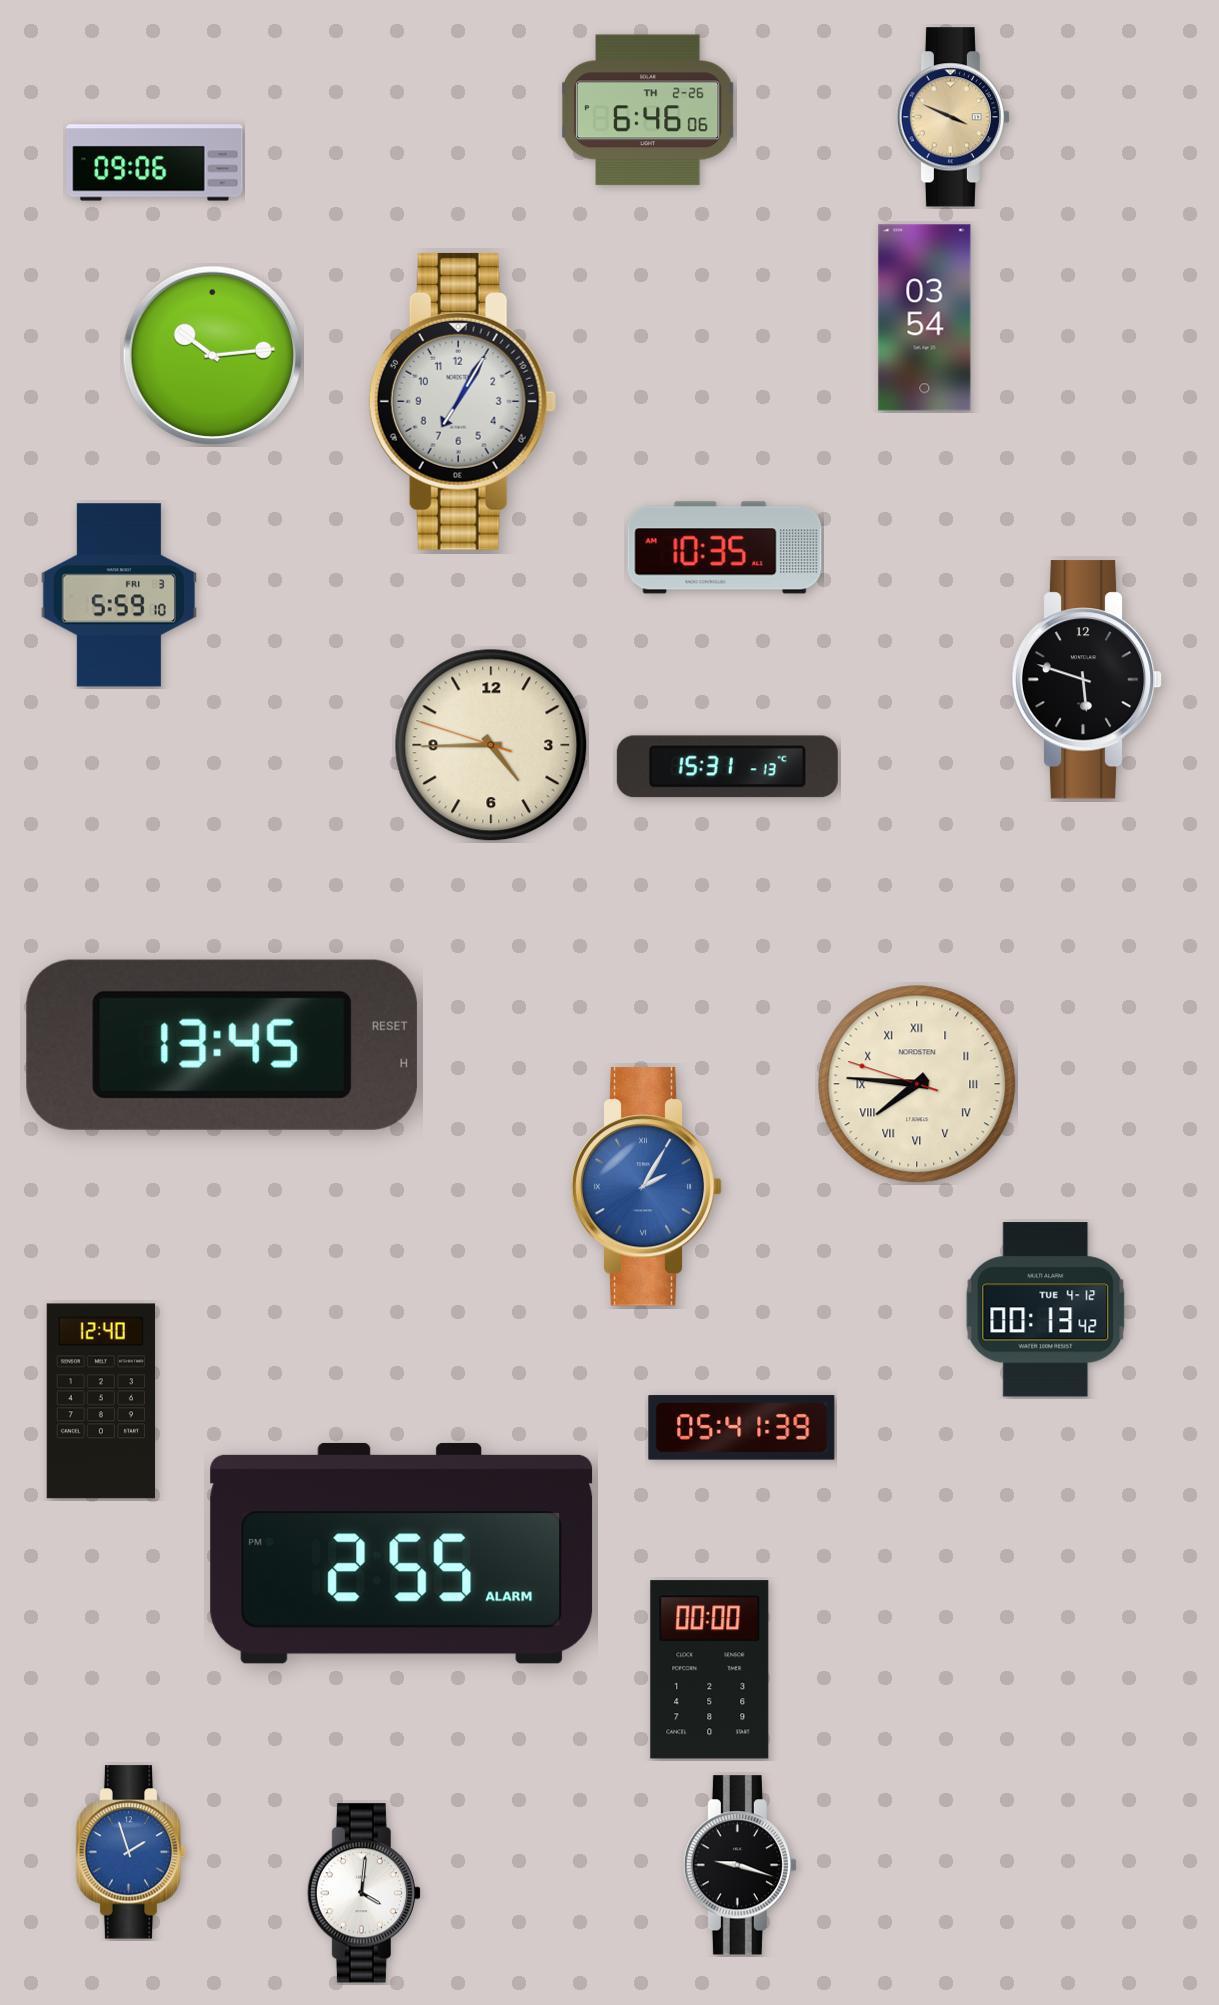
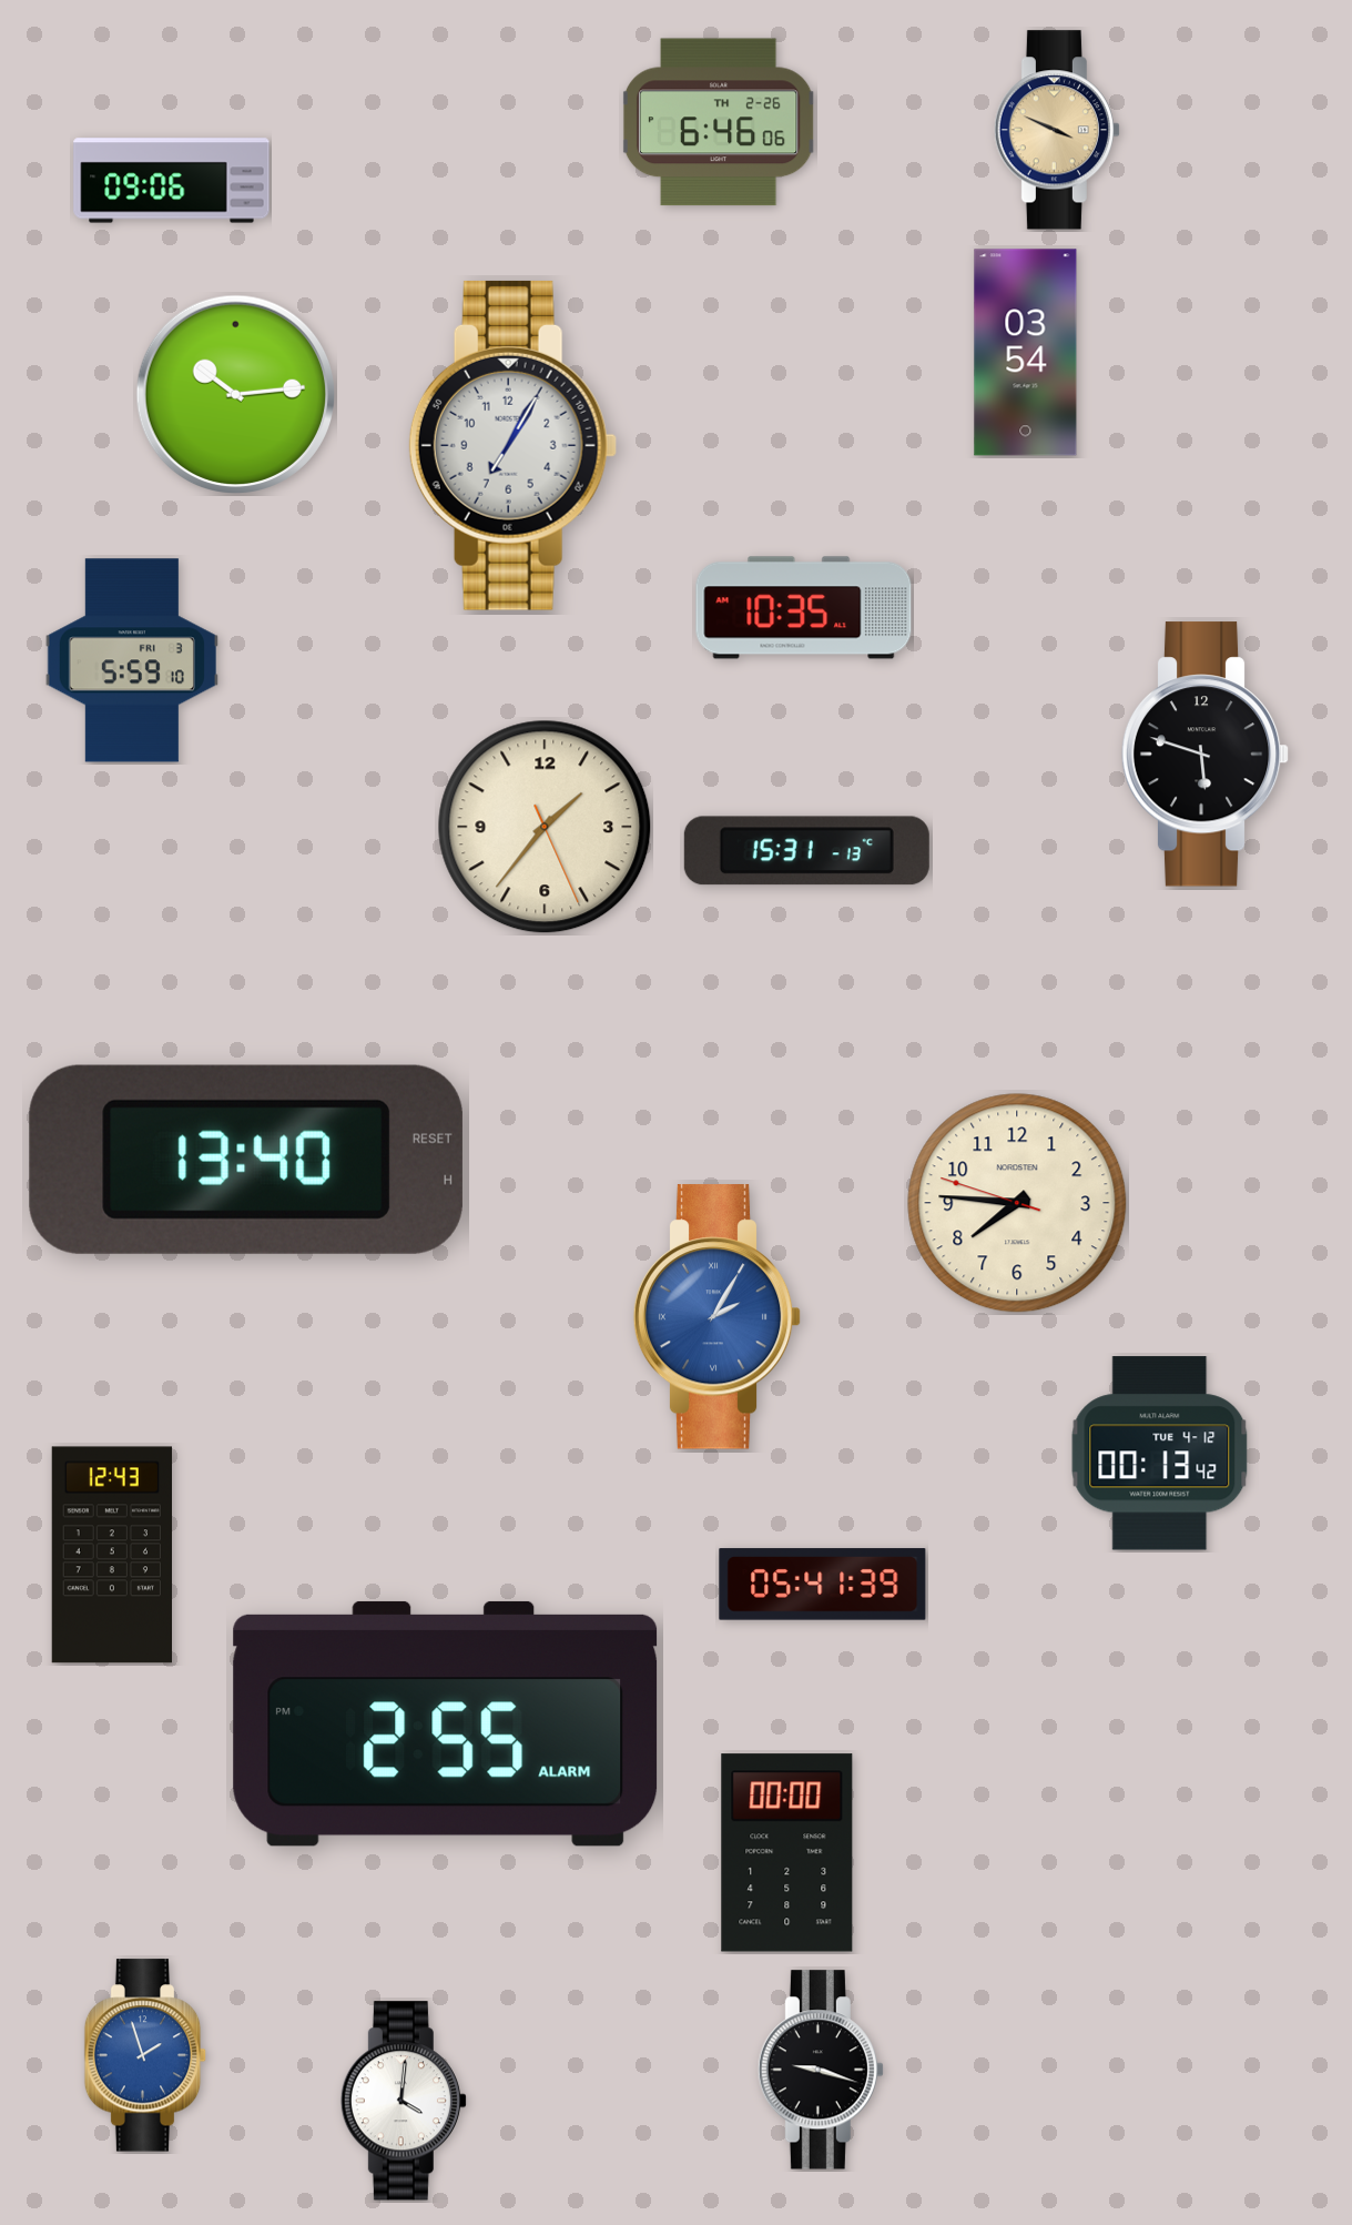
clock at (491, 745): 4:44 -> 1:36
clock at (222, 1045): 13:45 -> 13:40
clock at (917, 1084) numerals: Roman -> Arabic
clock at (100, 1401): 12:40 -> 12:43
